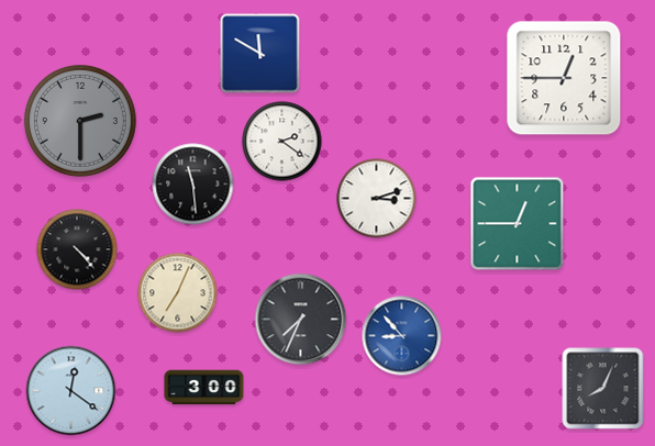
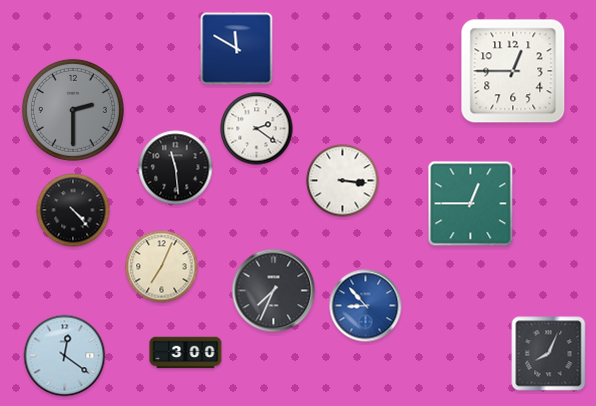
clock at (377, 199): 3:12 -> 3:16
clock at (77, 249) position: (77, 249) -> (73, 210)
